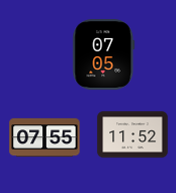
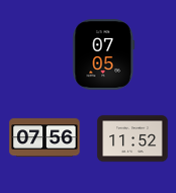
clock at (133, 135) position: (133, 135) -> (133, 139)
clock at (45, 138): 07:55 -> 07:56
